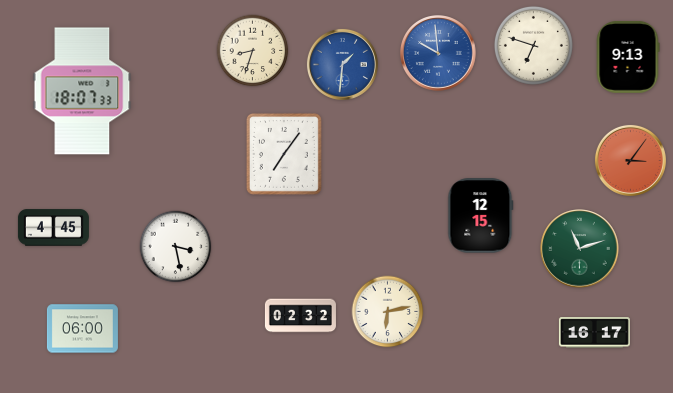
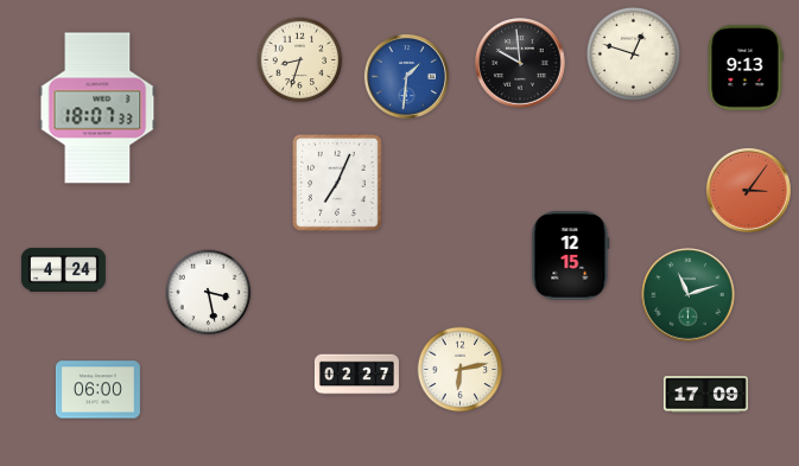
clock at (533, 45): 6:48 -> 12:48
clock at (439, 54) dial: blue -> black
clock at (284, 154): 7:06 -> 7:04
clock at (53, 228): 4:45 -> 4:24
clock at (300, 316): 02:32 -> 02:27
clock at (594, 333): 16:17 -> 17:09
